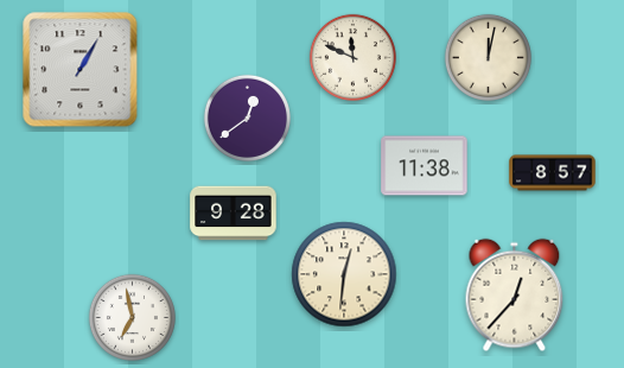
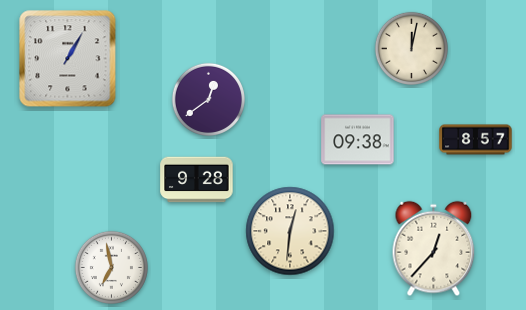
clock at (352, 57): 11:49 -> none
clock at (425, 166): 11:38 -> 09:38
clock at (553, 173) position: (553, 173) -> (476, 140)
